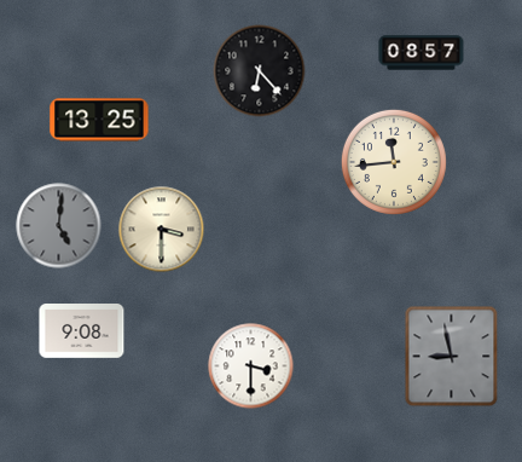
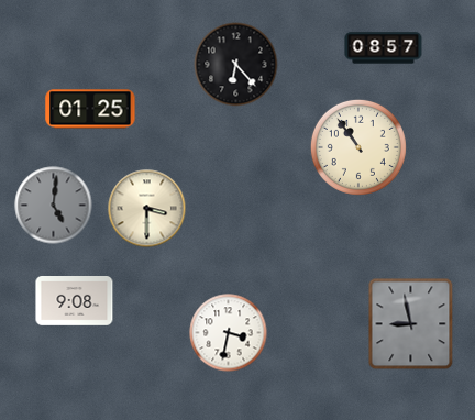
clock at (99, 120): 13:25 -> 01:25
clock at (394, 162): 11:44 -> 10:54
clock at (251, 366): 3:30 -> 3:32
